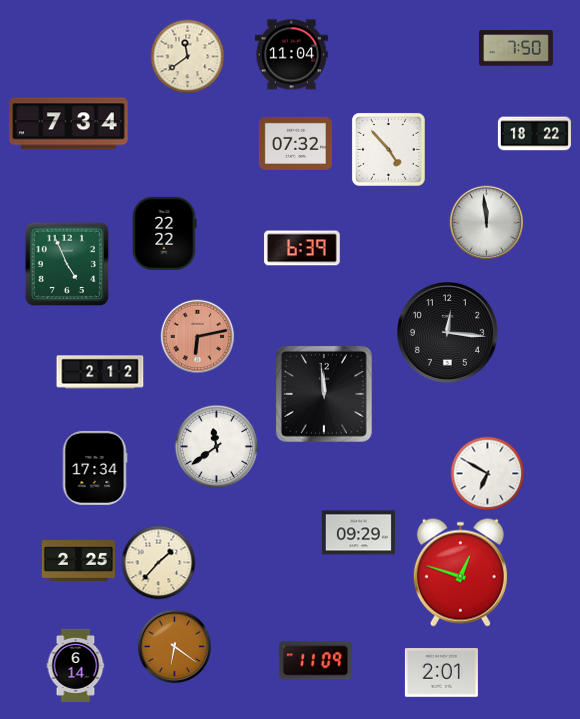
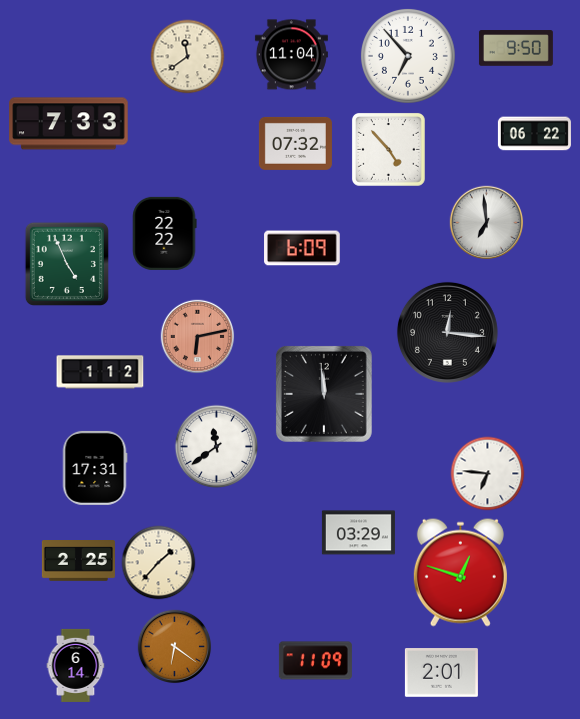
clock at (516, 48): 7:50 -> 9:50
clock at (408, 56): none -> 6:53
clock at (69, 124): 7:34 -> 7:33
clock at (534, 134): 18:22 -> 06:22
clock at (487, 223): 11:59 -> 6:59
clock at (302, 248): 6:39 -> 6:09
clock at (100, 372): 2:12 -> 1:12
clock at (95, 468): 17:34 -> 17:31
clock at (488, 474): 6:50 -> 6:46
clock at (358, 533): 09:29 -> 03:29
